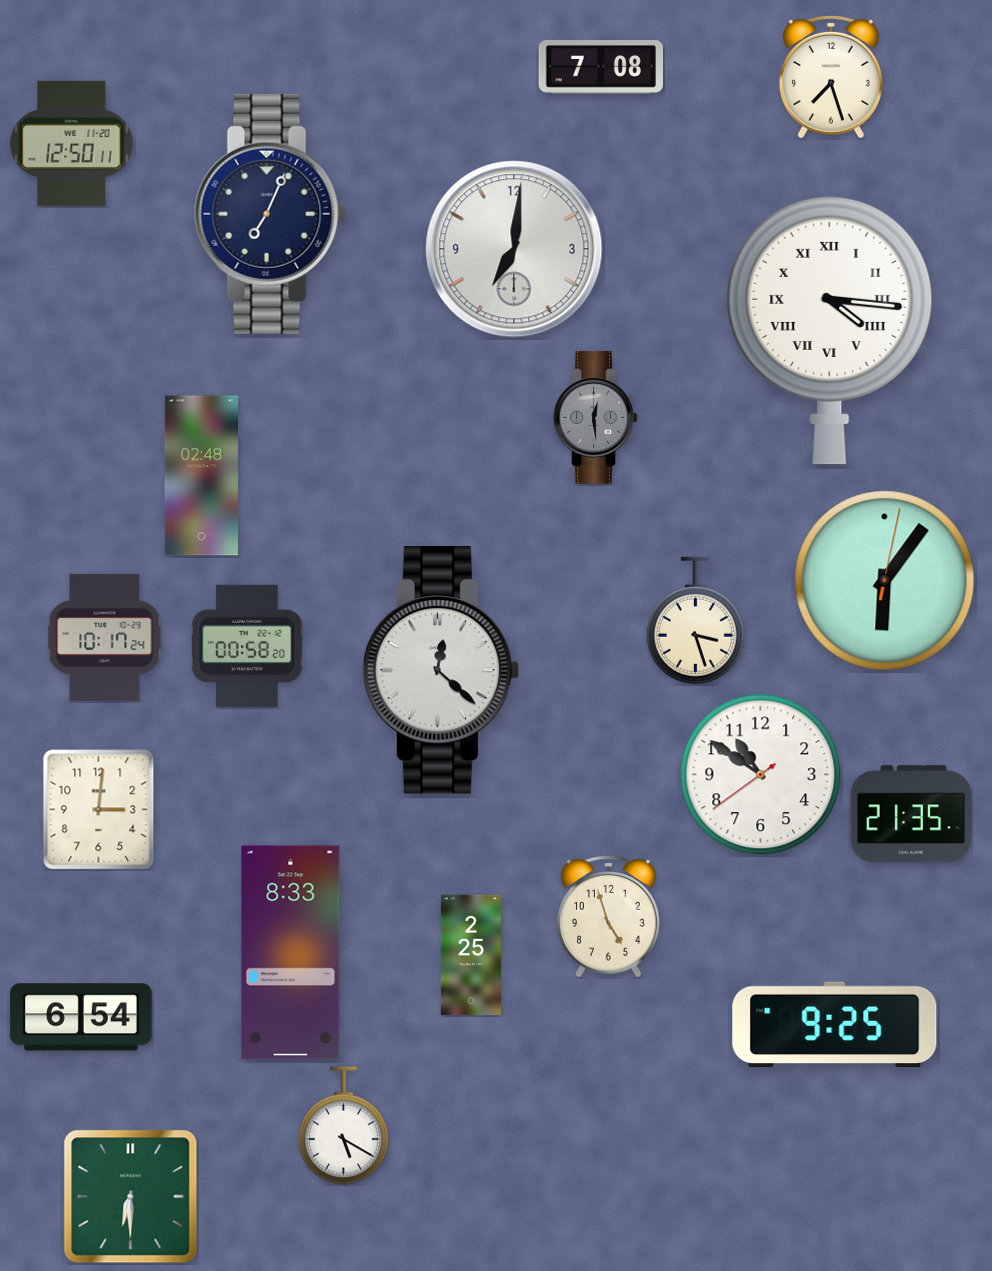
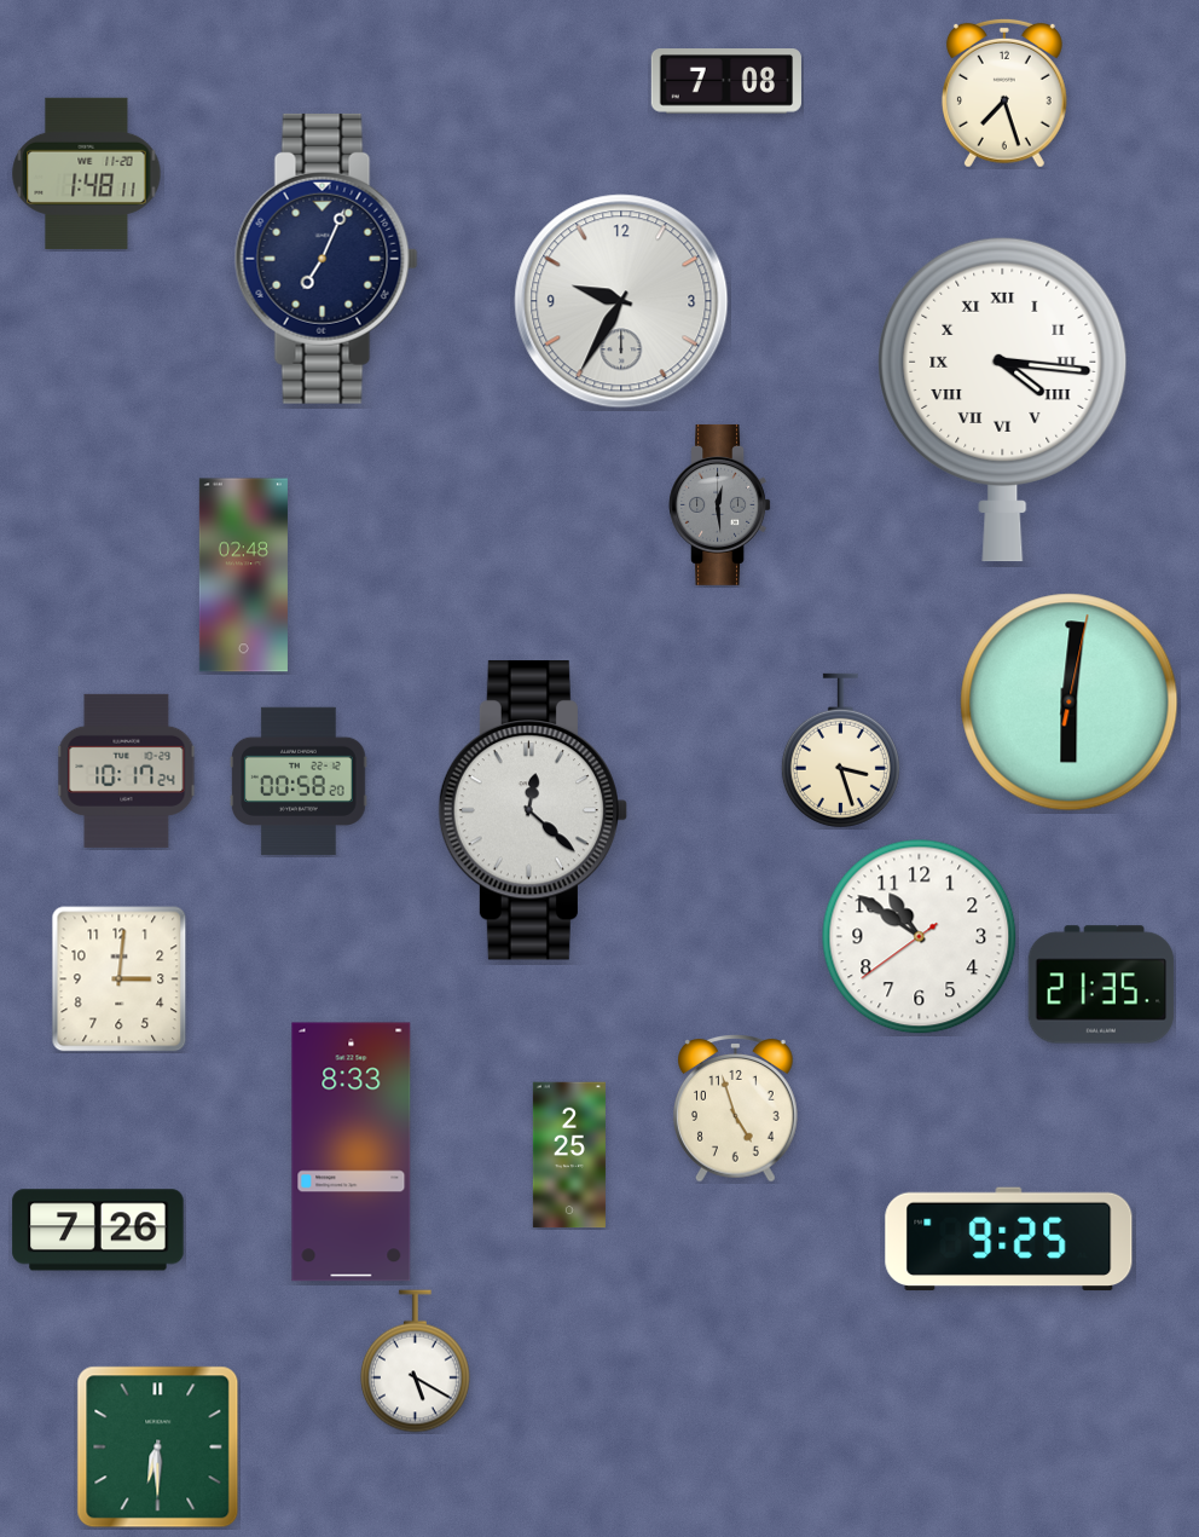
clock at (72, 143): 12:50 -> 1:48
clock at (514, 249): 7:01 -> 9:35
clock at (885, 581): 6:06 -> 6:01
clock at (81, 1017): 6:54 -> 7:26
